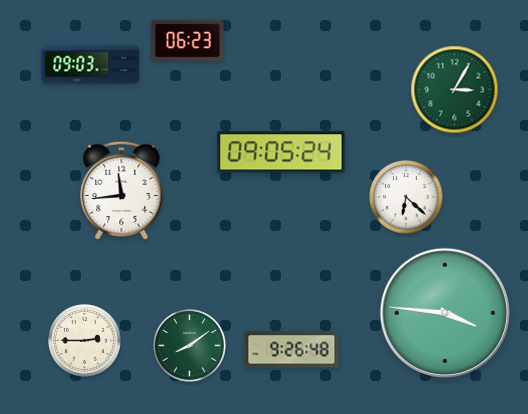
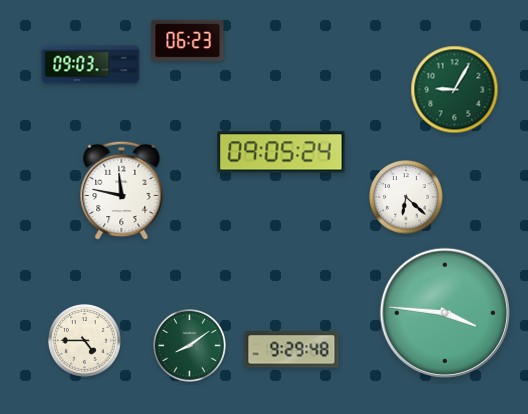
clock at (455, 90): 3:05 -> 9:05
clock at (122, 191): 11:44 -> 11:47
clock at (85, 341): 2:45 -> 4:45
clock at (292, 350): 9:26 -> 9:29
